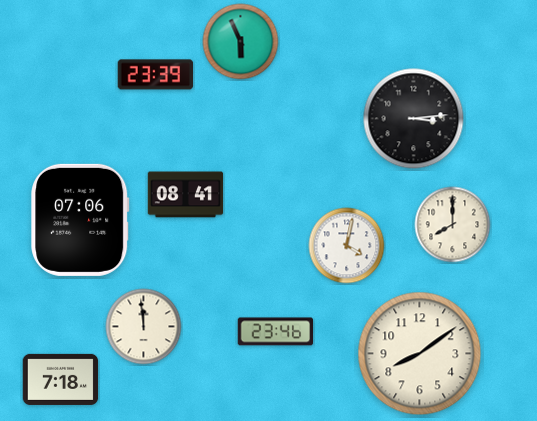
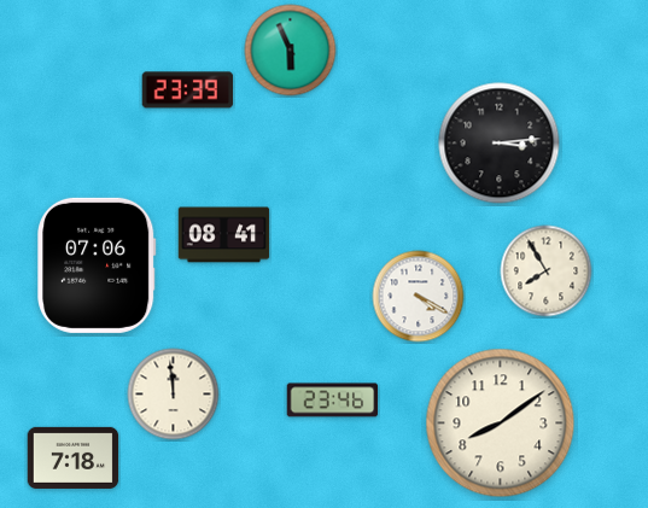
clock at (453, 225): 8:00 -> 7:55
clock at (347, 246): 4:02 -> 4:20
clock at (420, 354) position: (420, 354) -> (501, 424)
